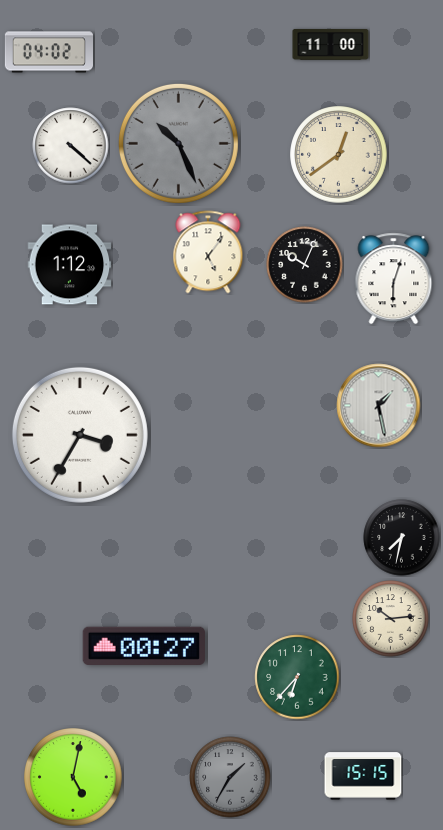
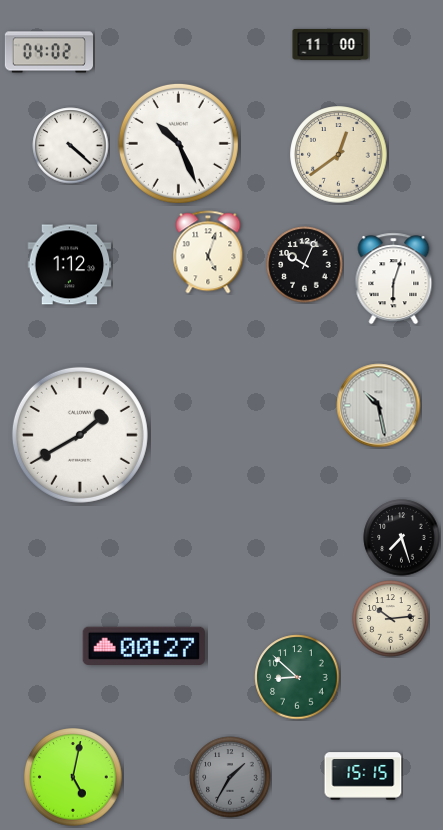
clock at (178, 143) dial: grey -> white
clock at (208, 252): 5:06 -> 5:03
clock at (379, 406): 1:28 -> 10:28
clock at (80, 435): 3:35 -> 1:40
clock at (402, 538): 7:32 -> 7:27
clock at (297, 677): 6:37 -> 8:52
